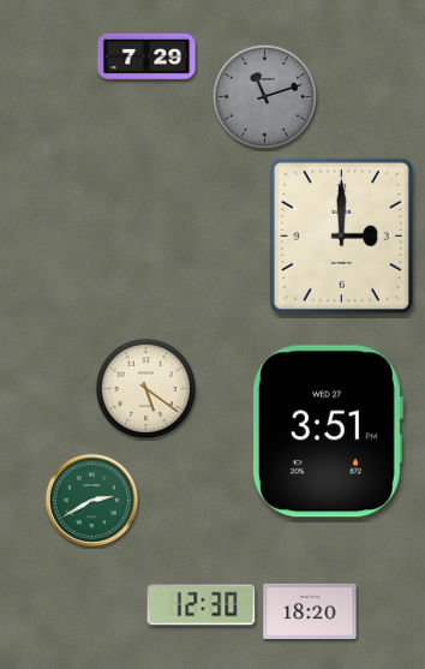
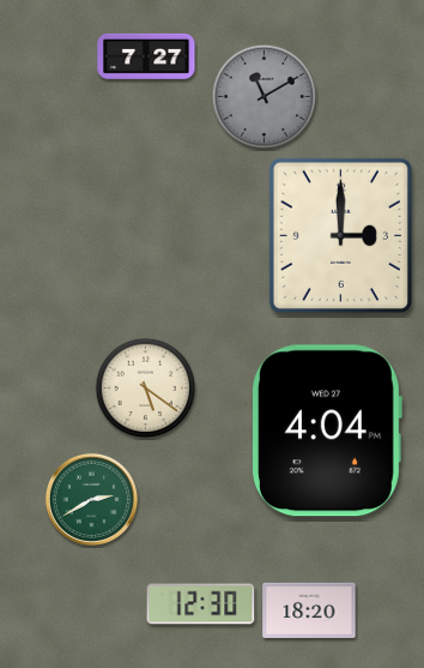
clock at (146, 56): 7:29 -> 7:27
clock at (265, 97): 11:12 -> 11:10
clock at (327, 431): 3:51 -> 4:04
